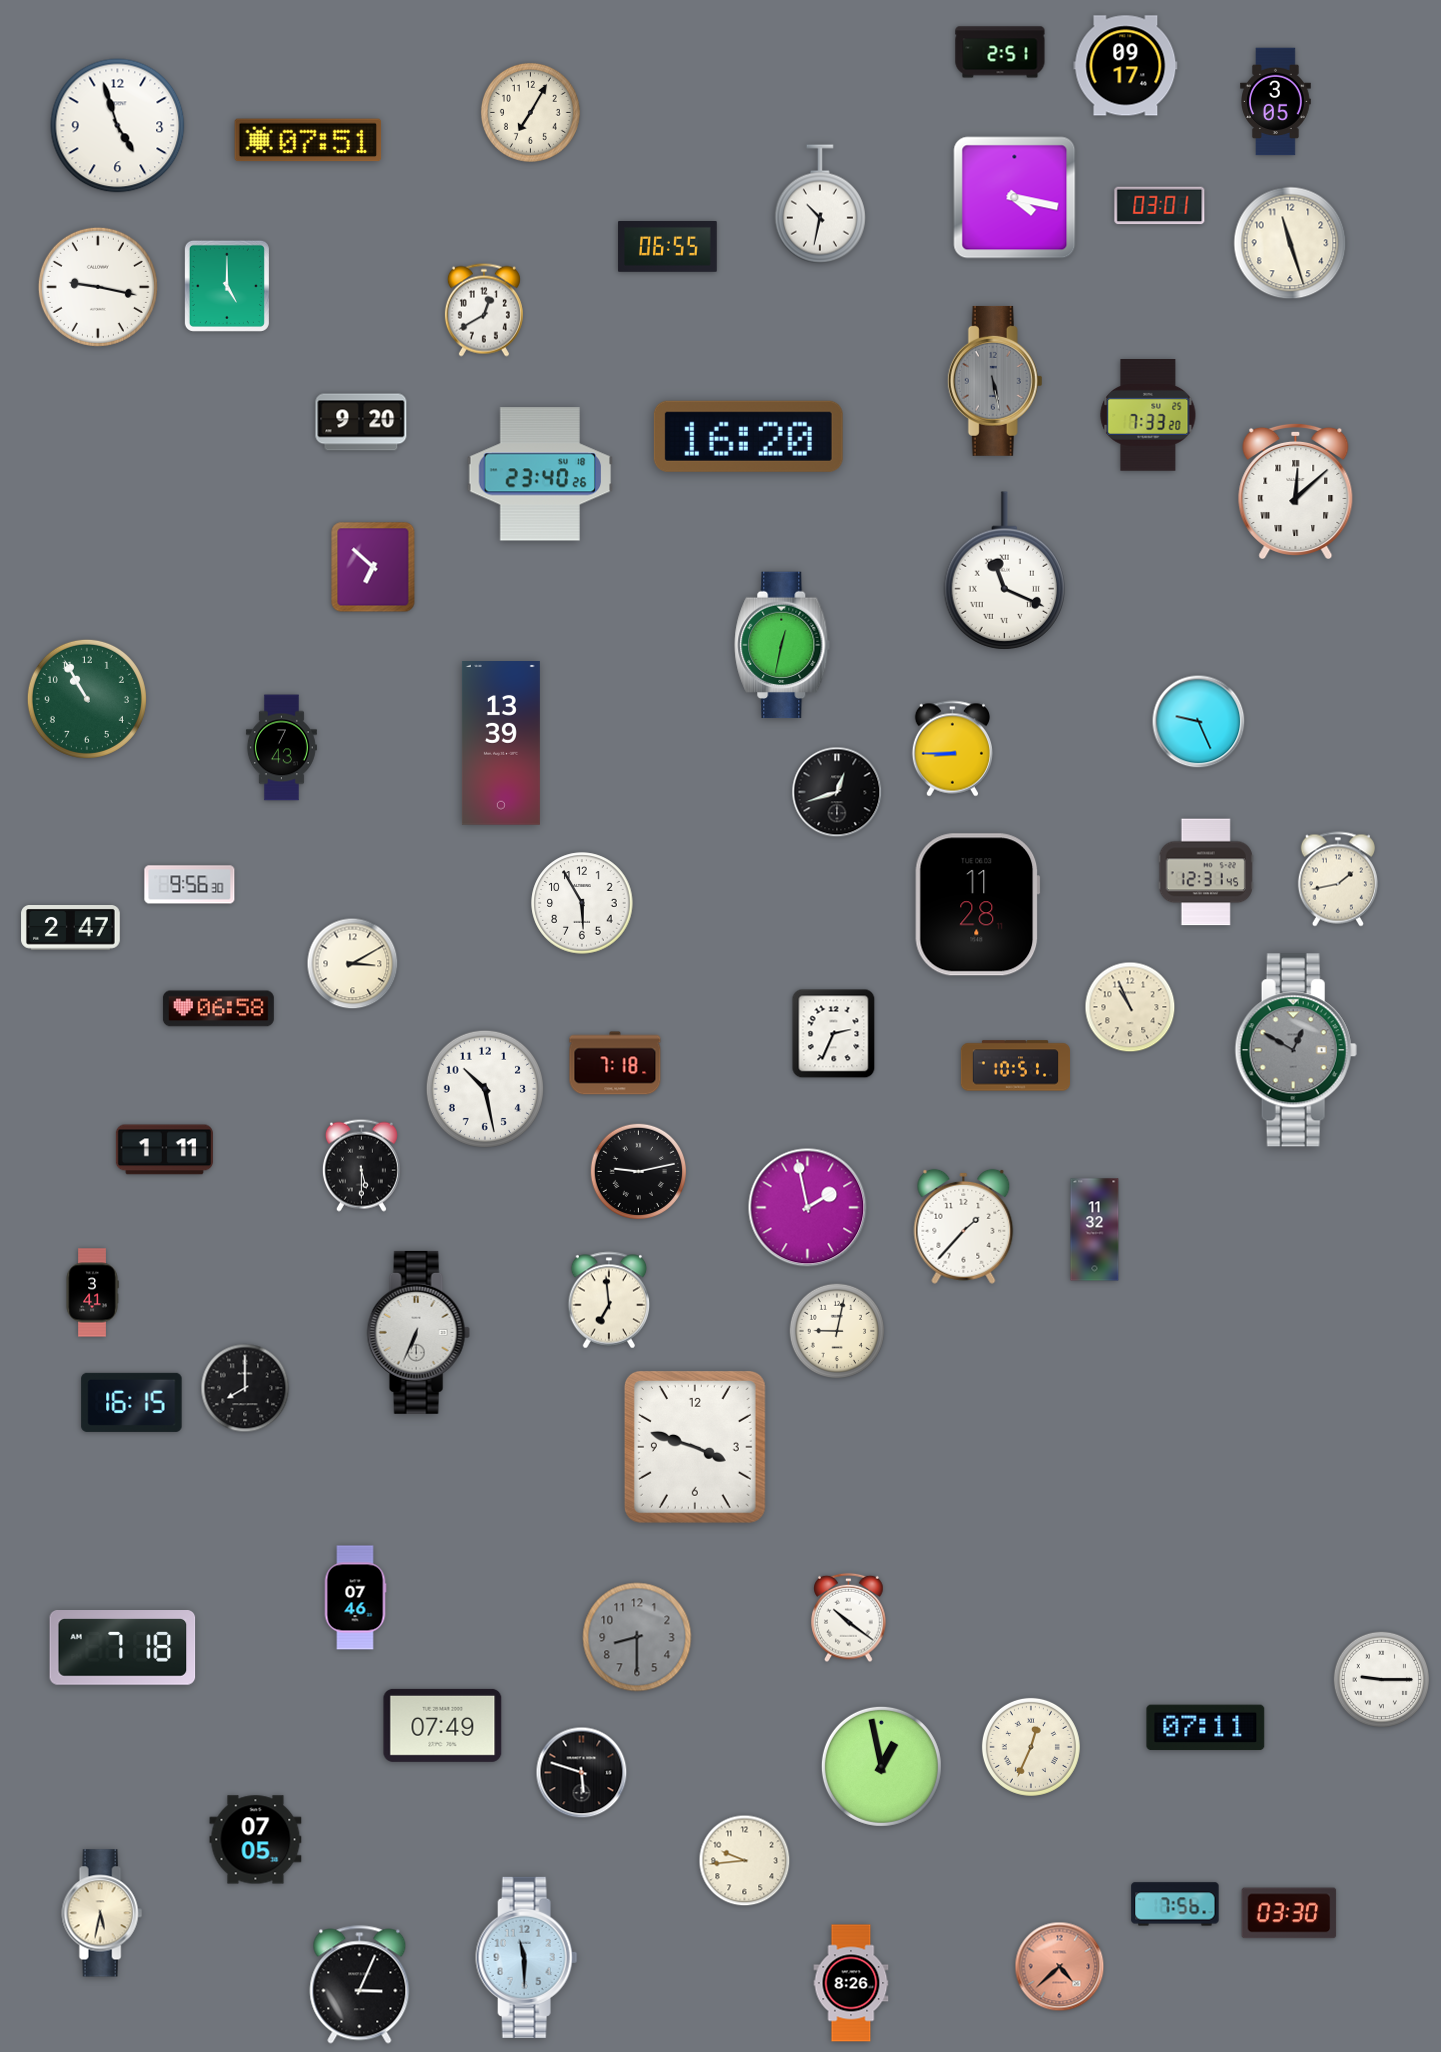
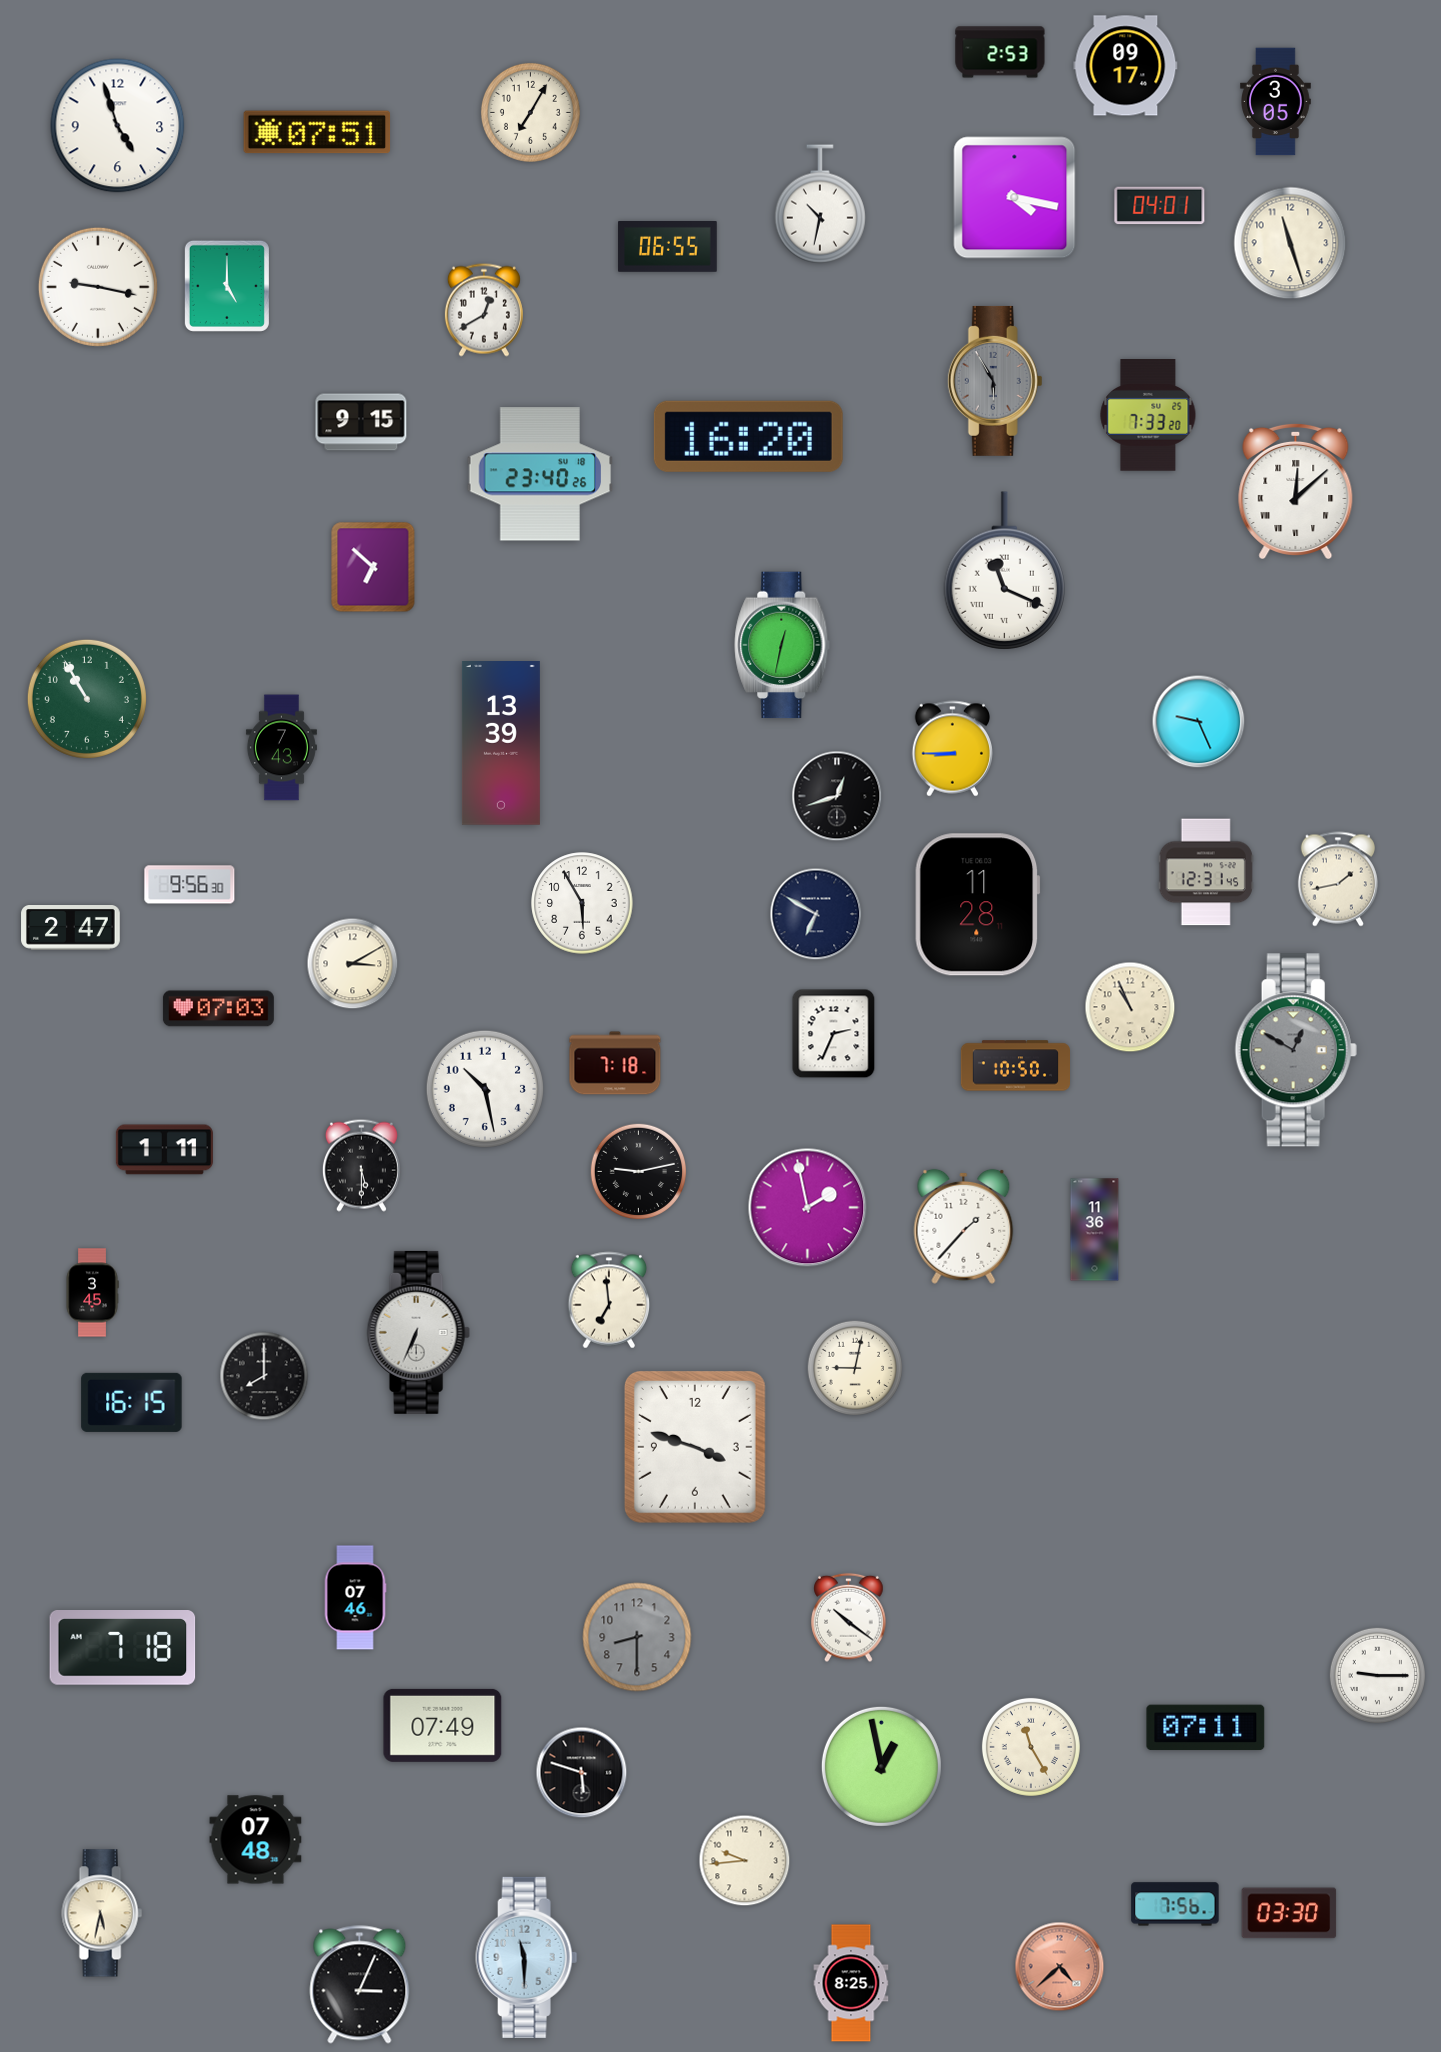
clock at (1000, 52): 2:51 -> 2:53
clock at (308, 140) position: (308, 140) -> (317, 132)
clock at (1160, 206): 03:01 -> 04:01
clock at (995, 381): 5:28 -> 5:55
clock at (361, 422): 9:20 -> 9:15
clock at (837, 792) position: (837, 792) -> (837, 796)
clock at (816, 914): none -> 6:50
clock at (218, 1009): 06:58 -> 07:03
clock at (1015, 1066): 10:51 -> 10:50
clock at (1095, 1230): 11:32 -> 11:36
clock at (92, 1293): 3:41 -> 3:45
clock at (837, 1331) position: (837, 1331) -> (855, 1368)
clock at (245, 1388) position: (245, 1388) -> (264, 1376)
clock at (1381, 1679) position: (1381, 1679) -> (1377, 1675)
clock at (1031, 1747): 12:34 -> 11:25
clock at (256, 1840): 07:05 -> 07:48
clock at (851, 1983): 8:26 -> 8:25
